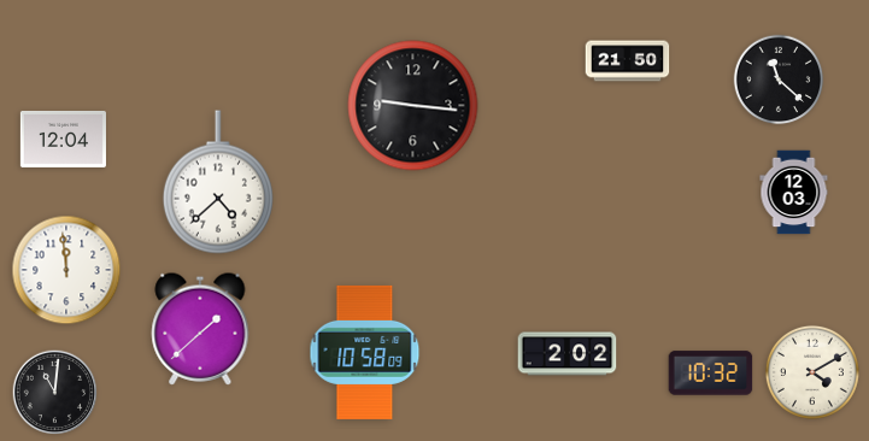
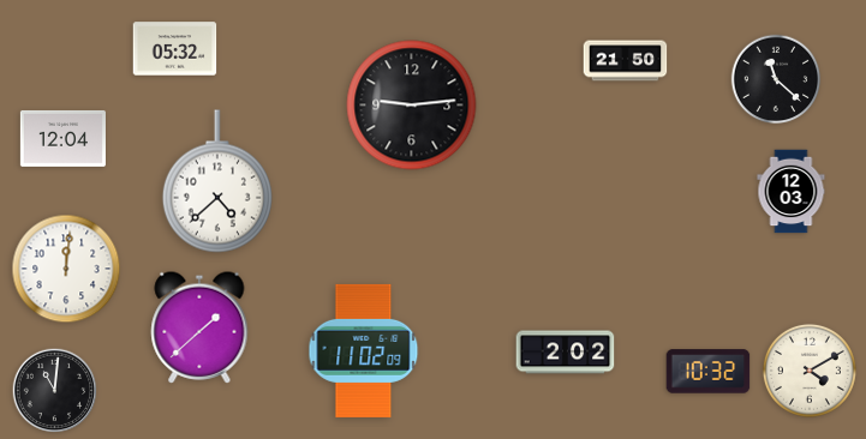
clock at (175, 49): none -> 05:32
clock at (413, 106): 9:16 -> 9:14
clock at (66, 270): 11:59 -> 12:01
clock at (365, 352): 10:58 -> 11:02
